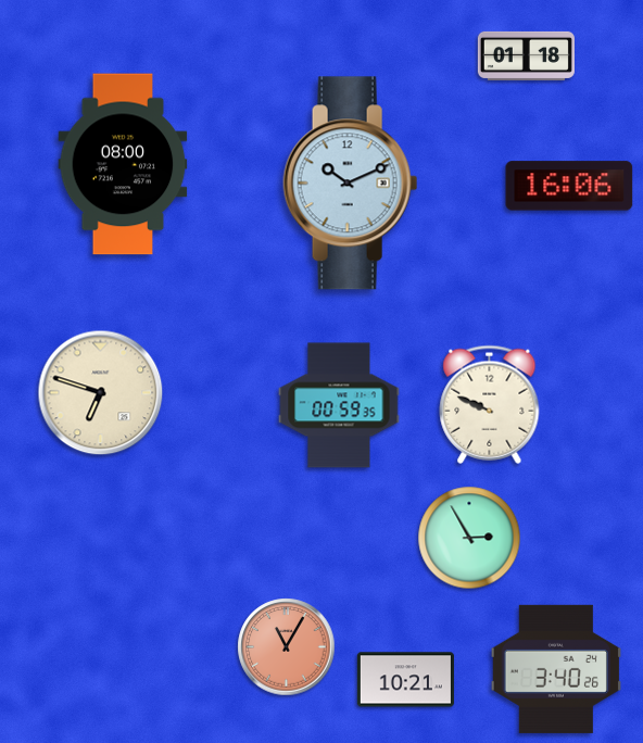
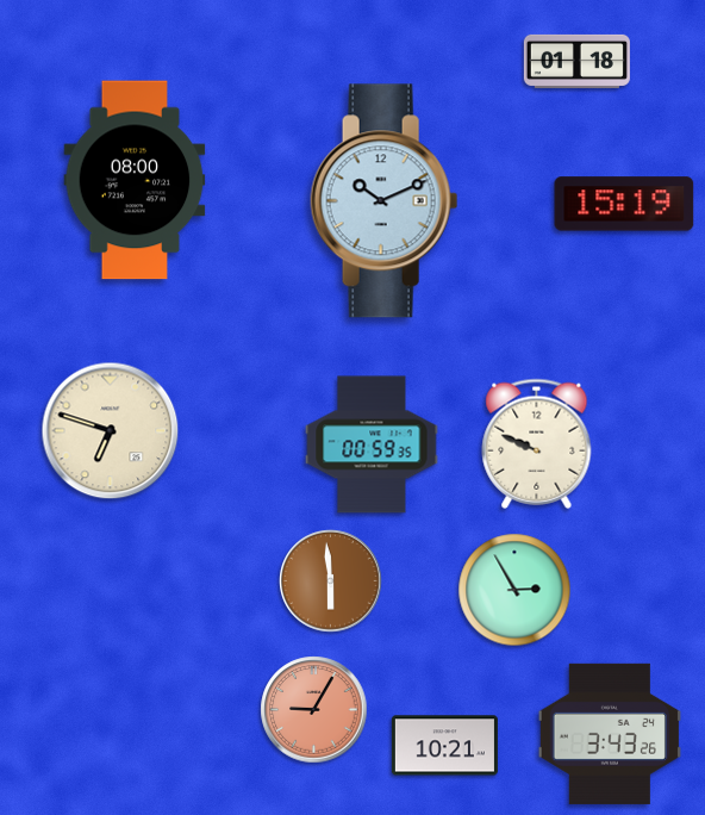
clock at (569, 186): 16:06 -> 15:19
clock at (331, 581): none -> 5:59
clock at (287, 647): 11:05 -> 9:05
clock at (556, 669): 3:40 -> 3:43
